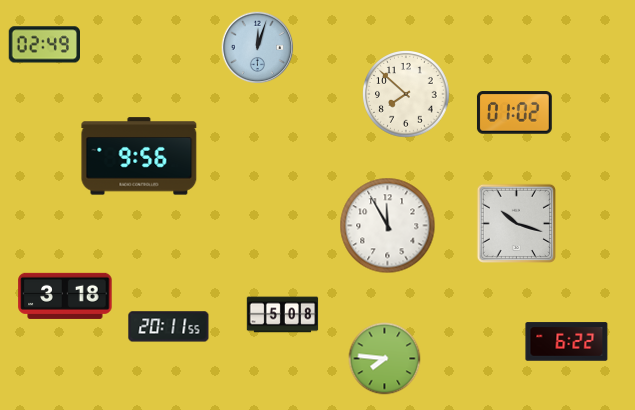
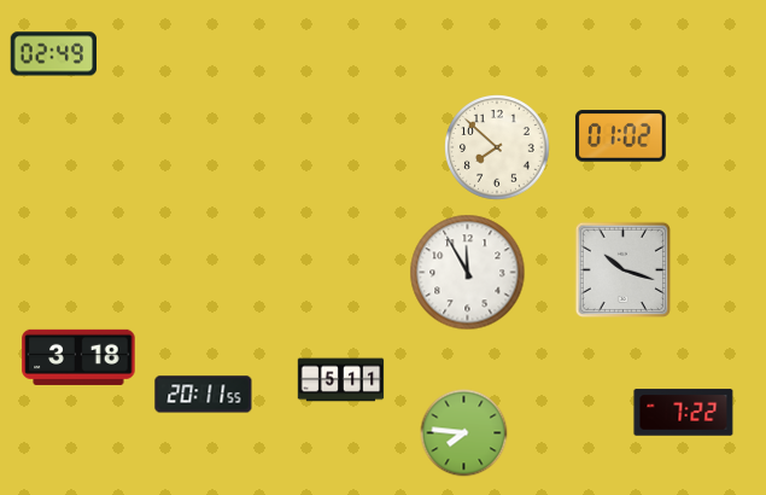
clock at (258, 48): 12:03 -> none
clock at (406, 94) position: (406, 94) -> (497, 147)
clock at (139, 156): 9:56 -> none
clock at (283, 315): 5:08 -> 5:11
clock at (567, 342): 6:22 -> 7:22
